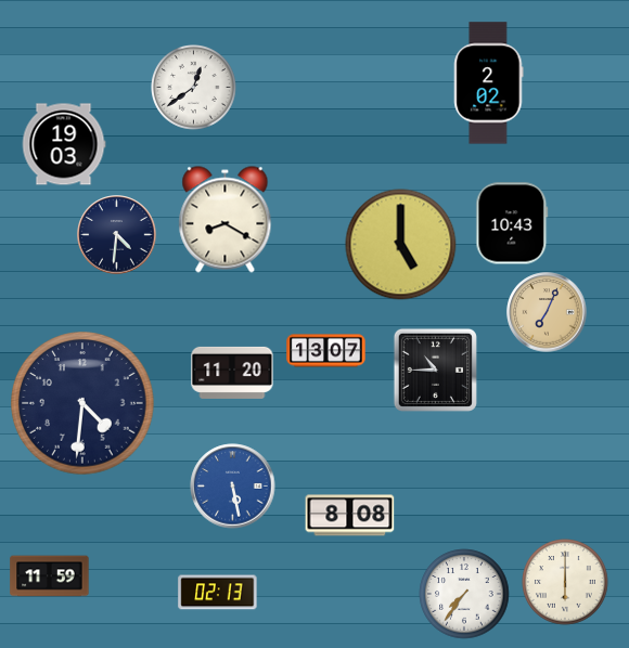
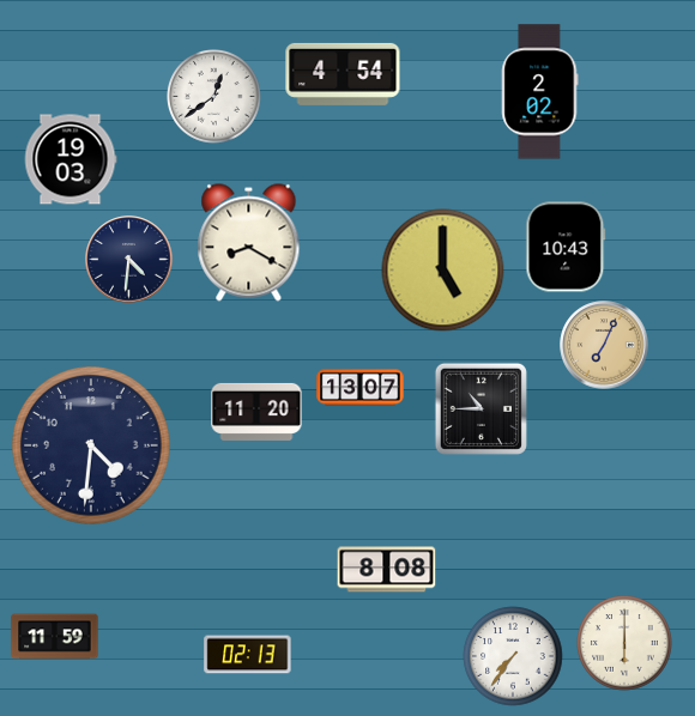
clock at (343, 74): none -> 4:54
clock at (233, 487): 5:28 -> none
clock at (218, 593) position: (218, 593) -> (248, 655)
